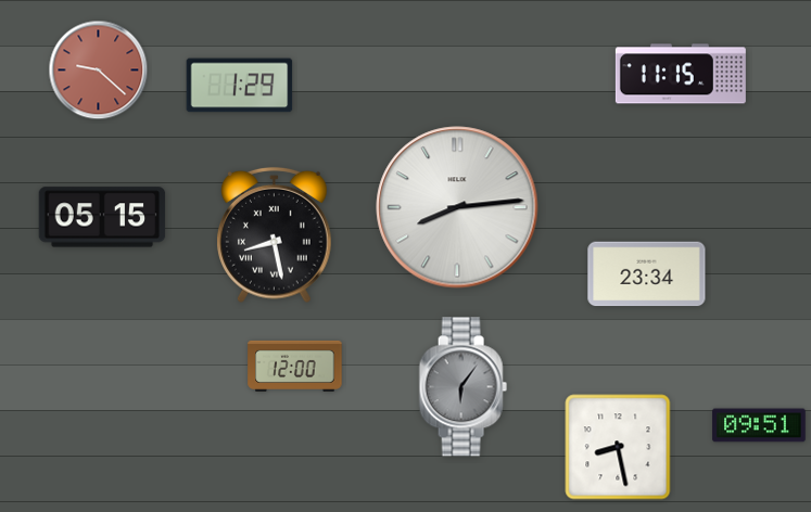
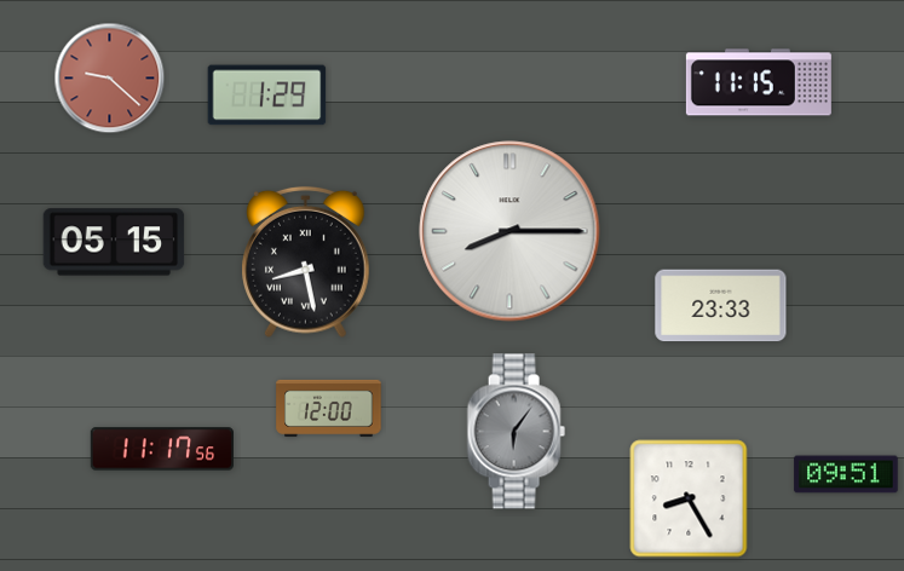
clock at (457, 207): 8:14 -> 8:15
clock at (647, 274): 23:34 -> 23:33
clock at (162, 449): none -> 11:17
clock at (618, 447): 8:28 -> 8:25
